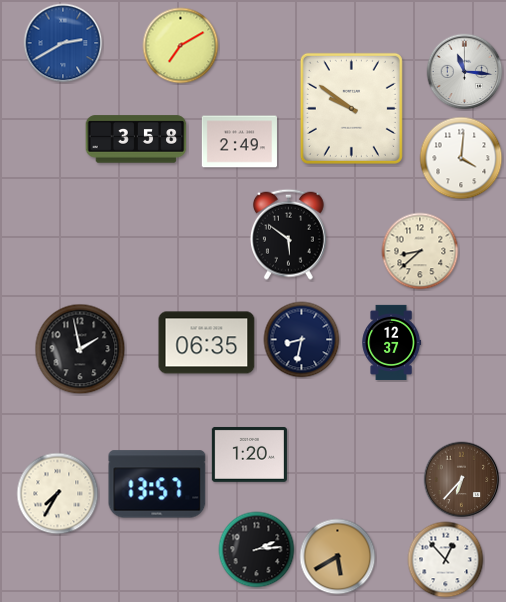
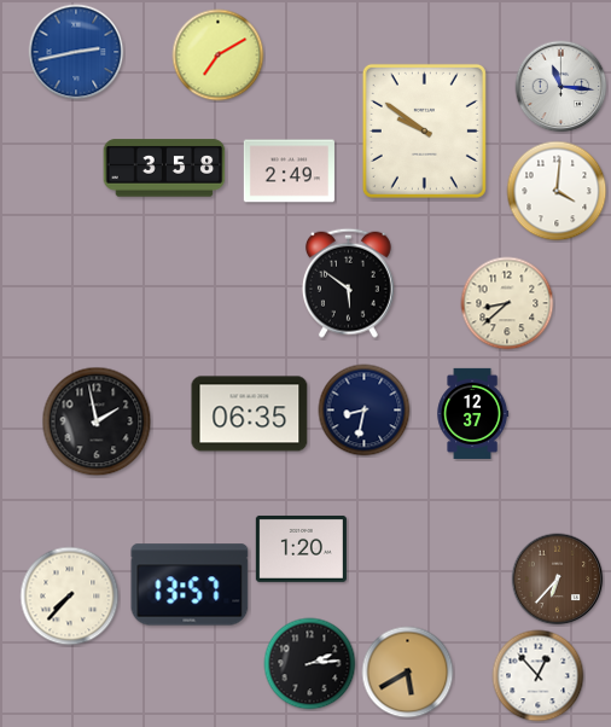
clock at (63, 43): 2:40 -> 2:43
clock at (58, 494): 7:35 -> 7:37
